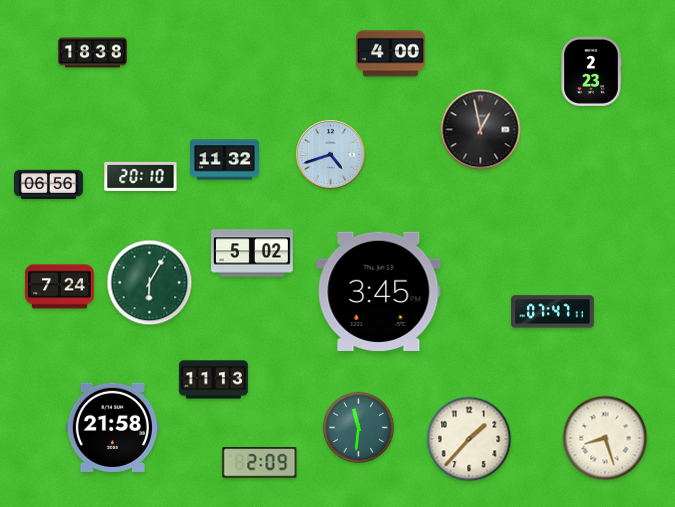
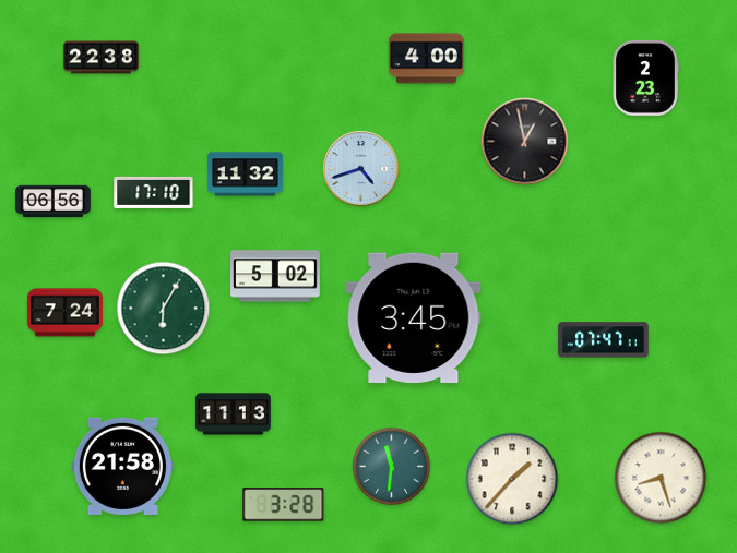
clock at (92, 53): 18:38 -> 22:38
clock at (141, 176): 20:10 -> 17:10
clock at (260, 463): 2:09 -> 3:28
